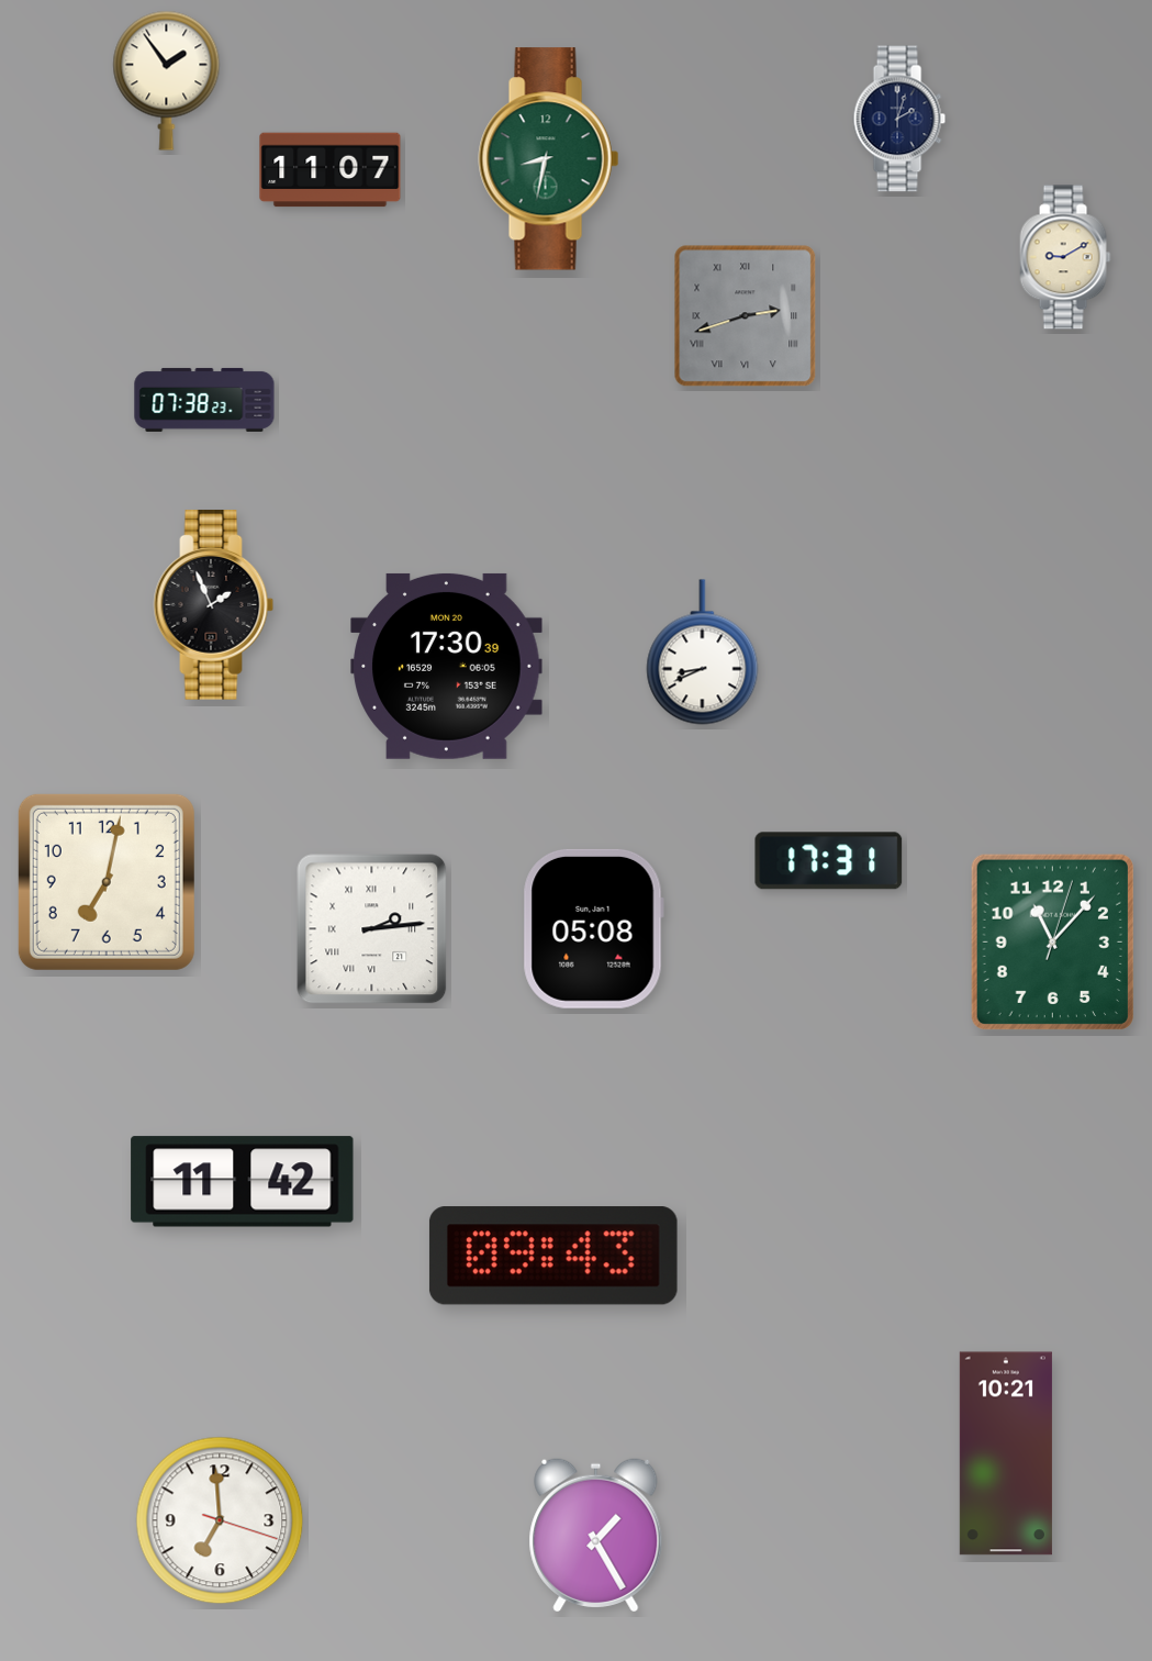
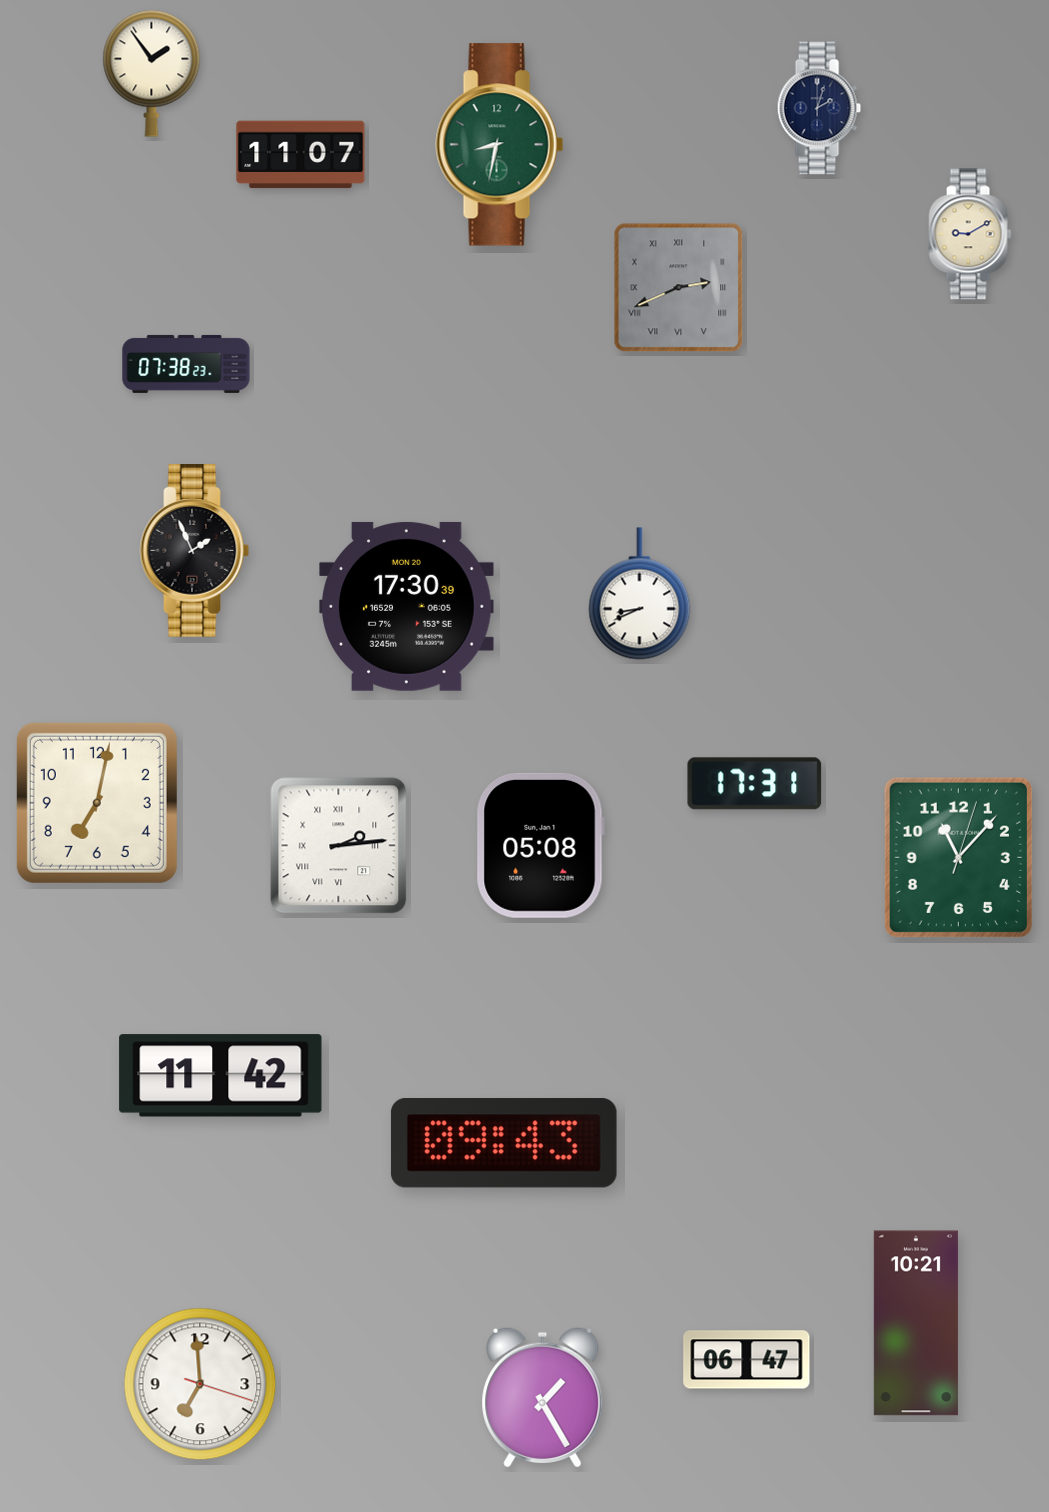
clock at (746, 316): 2:42 -> 2:41
clock at (747, 1360): none -> 06:47
